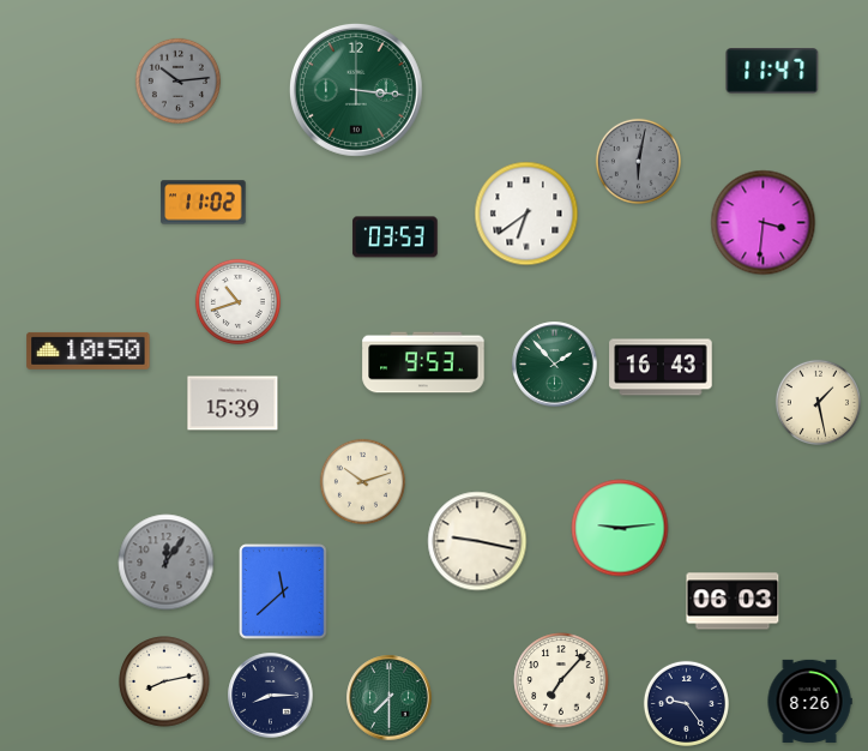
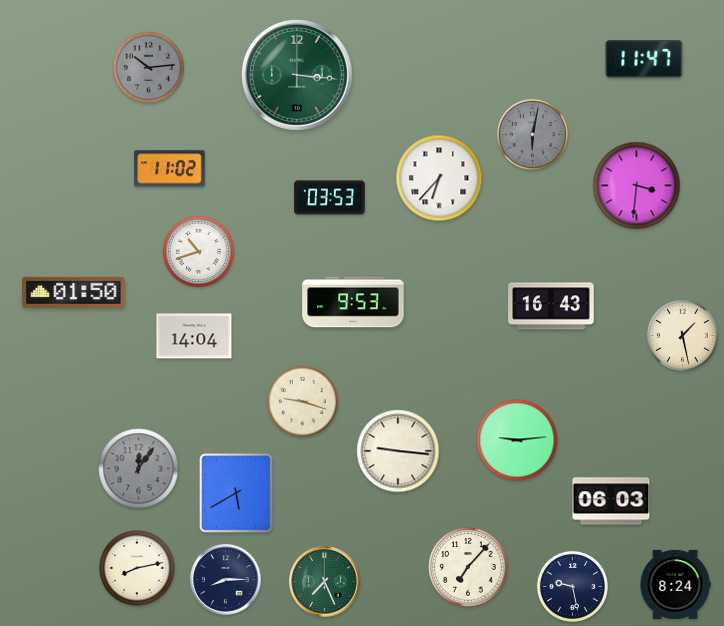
clock at (526, 214): 6:39 -> 6:37
clock at (89, 350): 10:50 -> 01:50
clock at (555, 365): 1:53 -> none
clock at (233, 403): 15:39 -> 14:04
clock at (362, 481): 10:12 -> 9:18
clock at (477, 541): 9:17 -> 9:16
clock at (283, 591): 11:38 -> 5:40
clock at (390, 698): 7:30 -> 7:26
clock at (809, 701): 8:26 -> 8:24
clock at (686, 703): 9:24 -> 9:28
